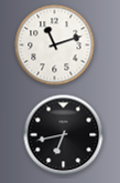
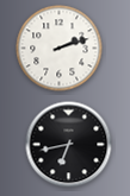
clock at (55, 45): 11:12 -> 2:12
